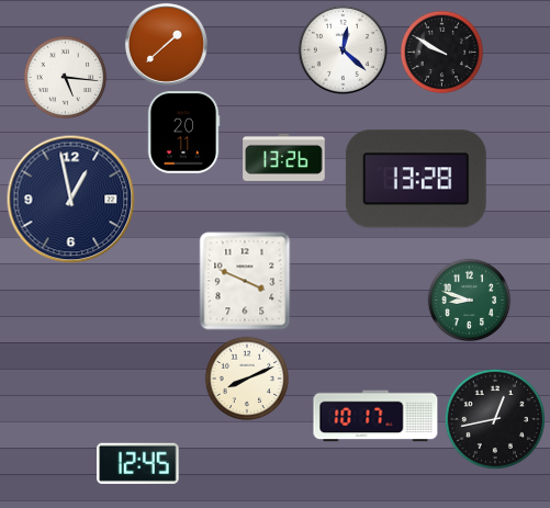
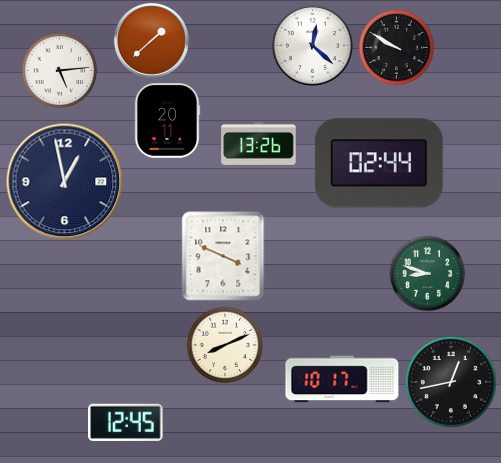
clock at (442, 53) position: (442, 53) -> (397, 48)
clock at (66, 78): 5:16 -> 5:14
clock at (416, 179): 13:28 -> 02:44
